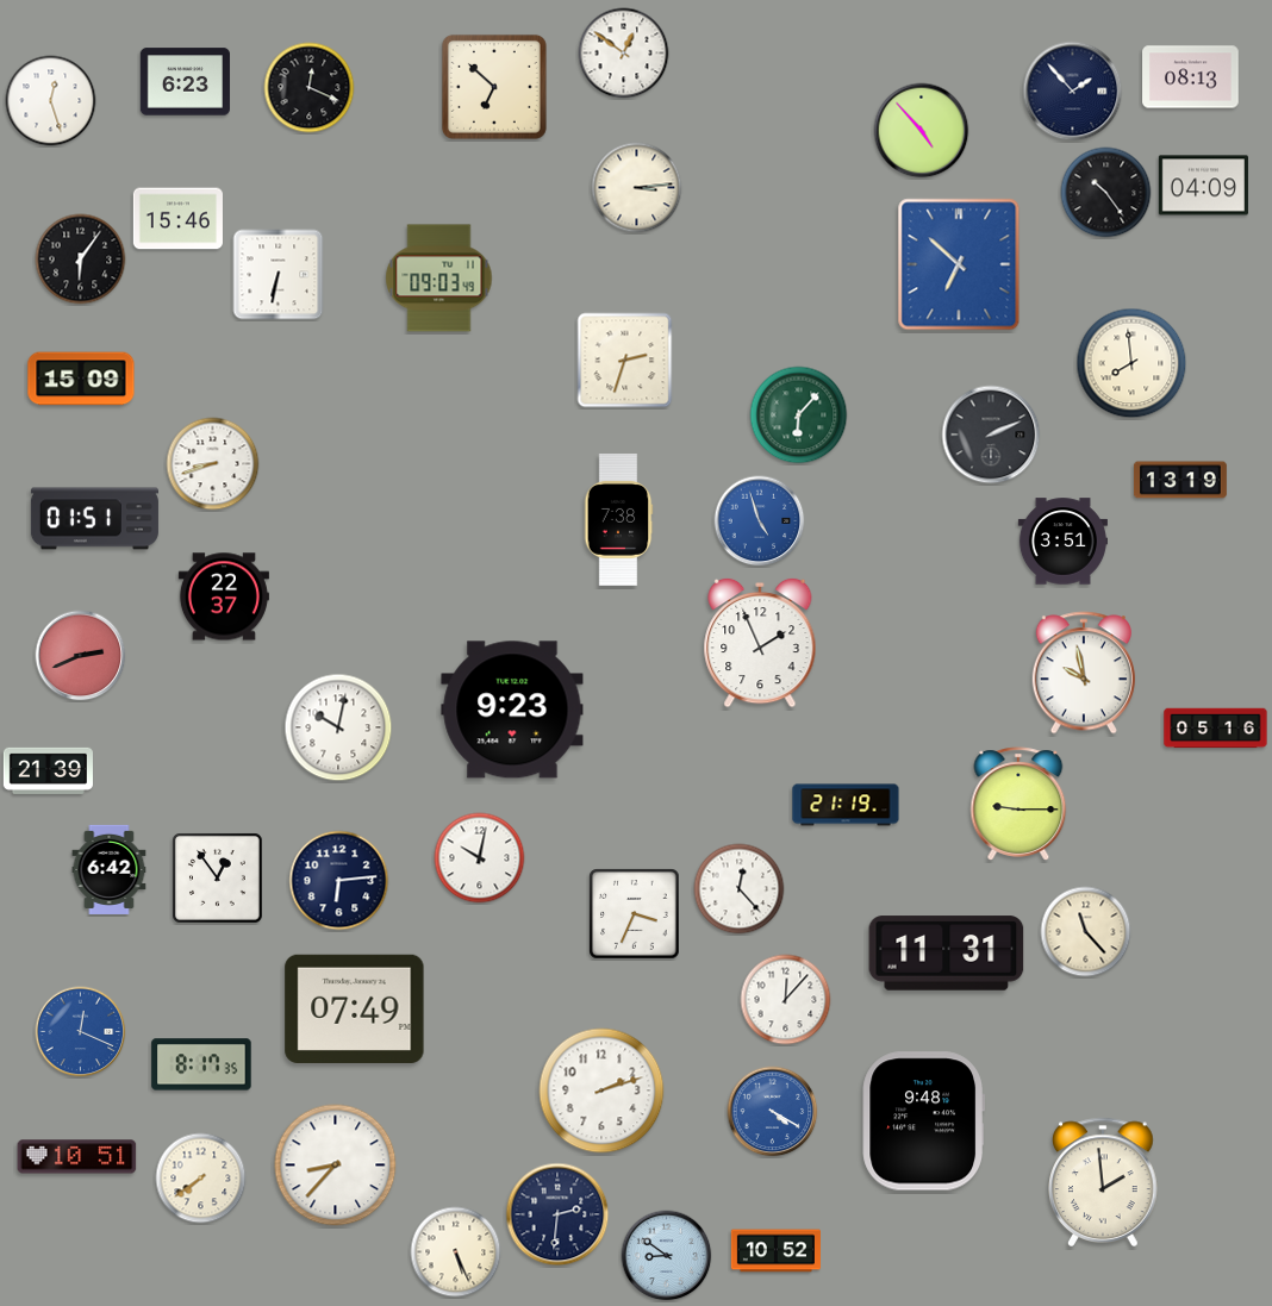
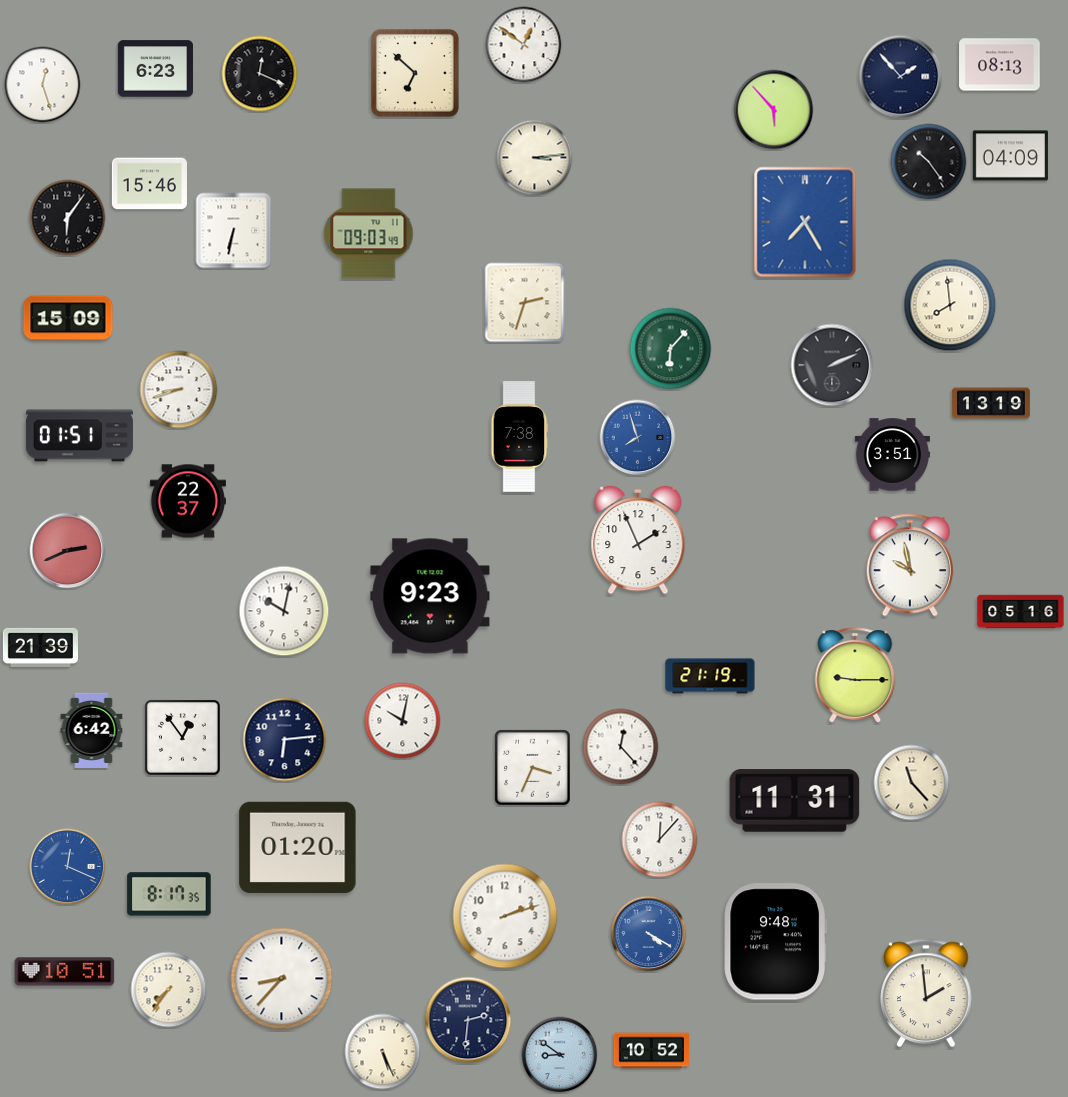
clock at (922, 131): 4:53 -> 5:53
clock at (959, 264): 6:52 -> 7:25
clock at (760, 521): 4:57 -> 7:57
clock at (355, 1008): 07:49 -> 01:20
clock at (201, 1179): 7:39 -> 7:36
